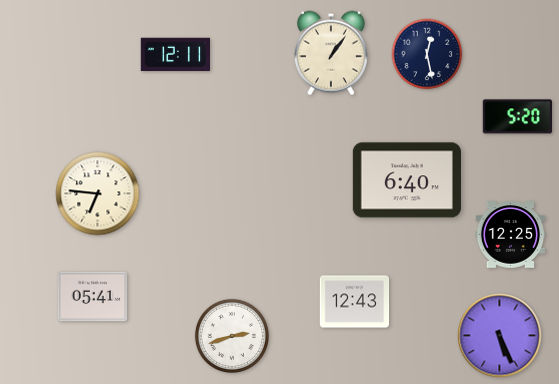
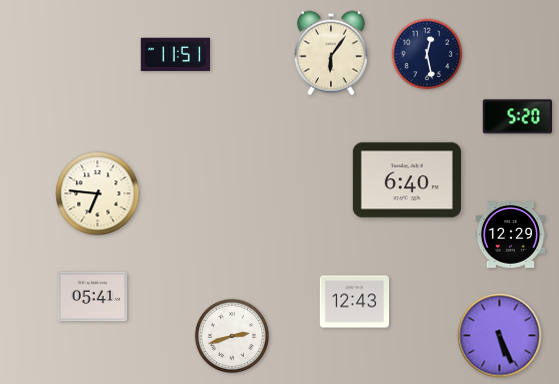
clock at (331, 53): 1:06 -> 6:06
clock at (175, 55): 12:11 -> 11:51
clock at (511, 235): 12:25 -> 12:29
